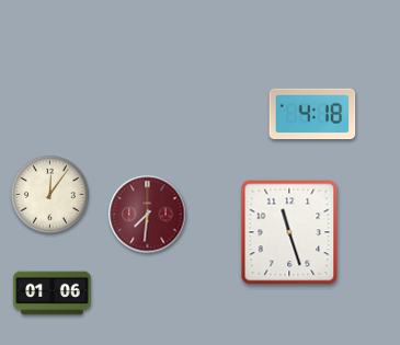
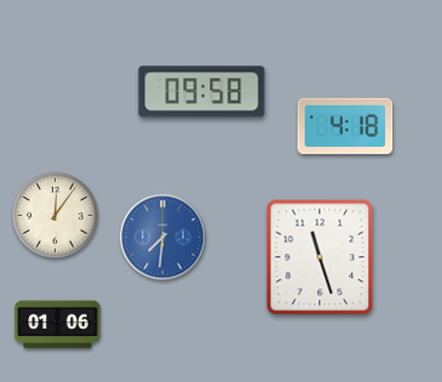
clock at (202, 92): none -> 09:58
clock at (148, 215) dial: burgundy -> blue
